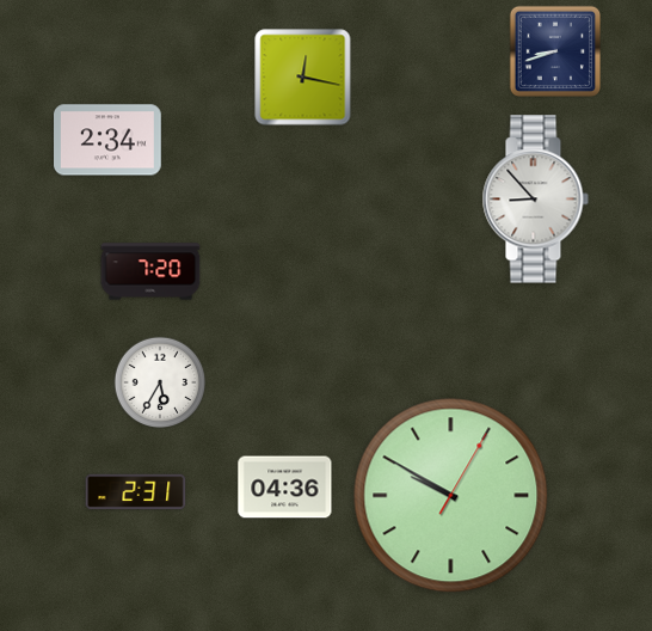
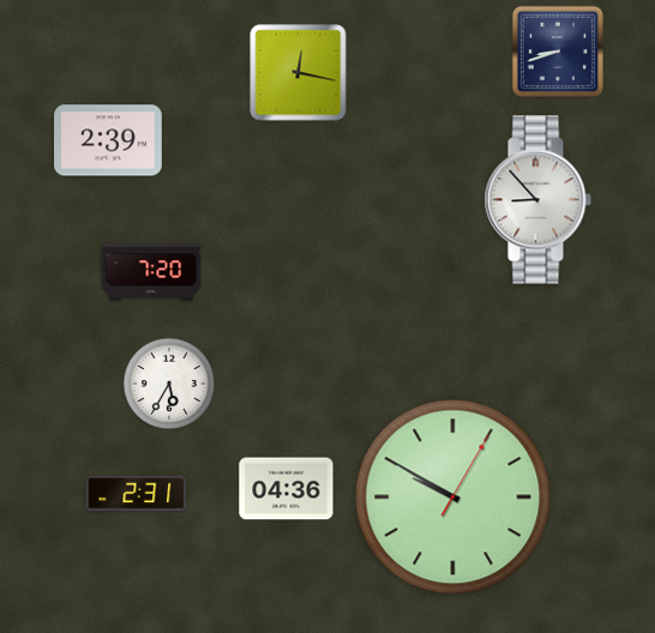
clock at (303, 78) position: (303, 78) -> (299, 73)
clock at (109, 140): 2:34 -> 2:39
clock at (160, 382) position: (160, 382) -> (169, 384)
